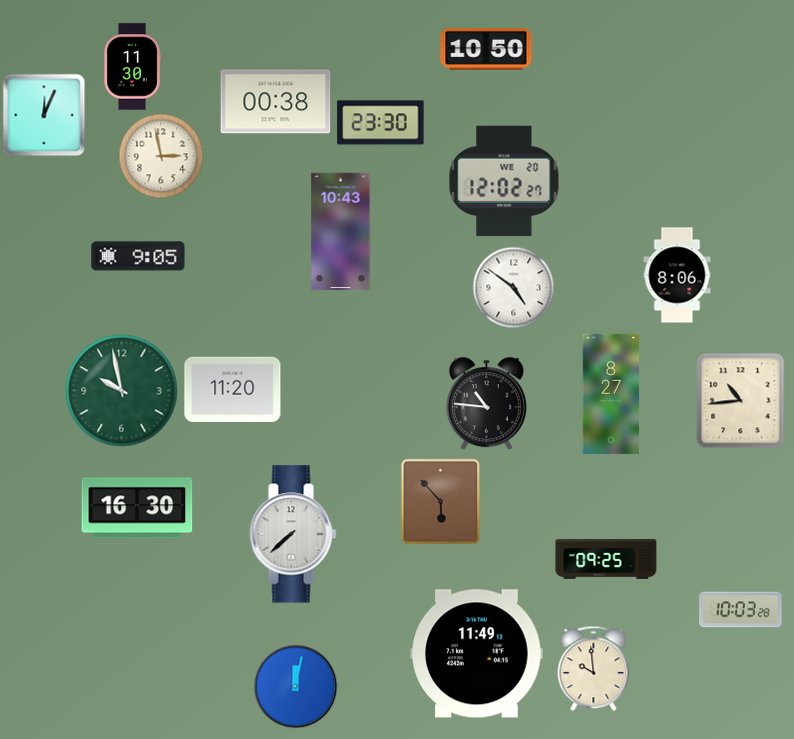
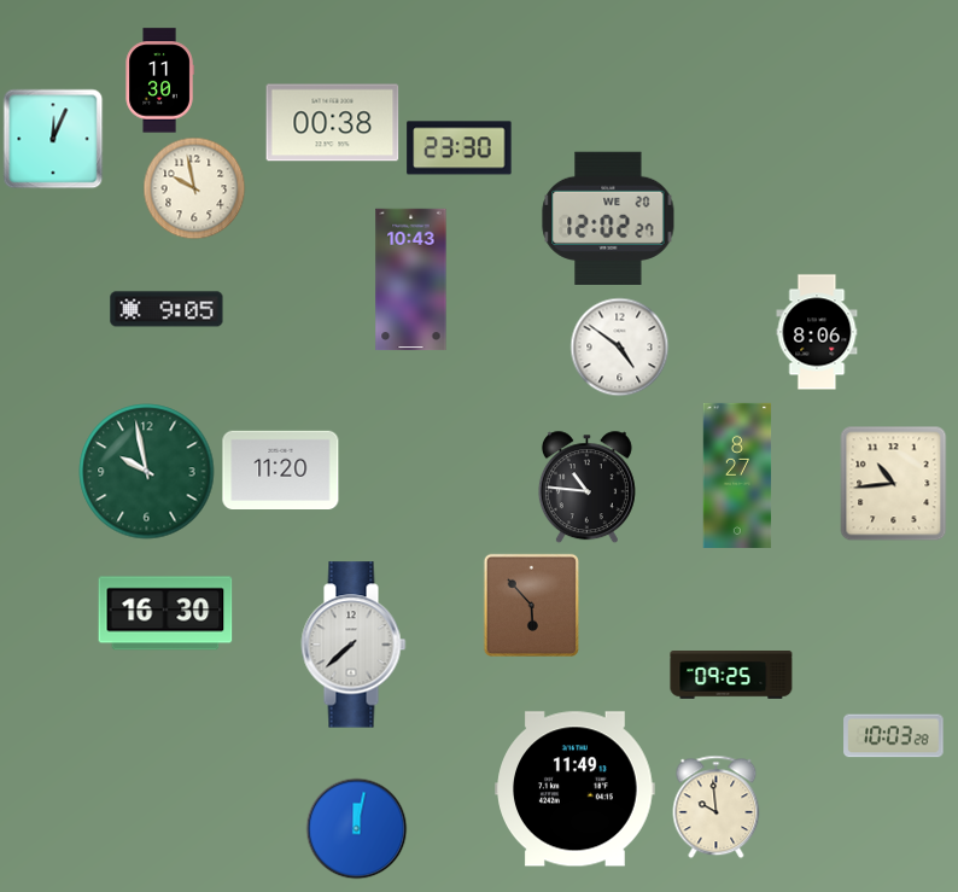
clock at (486, 50): 10:50 -> none
clock at (161, 156): 2:58 -> 9:58
